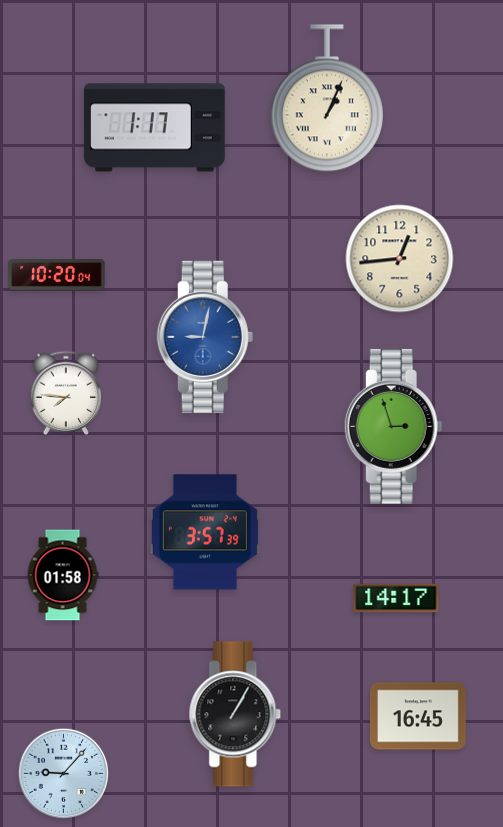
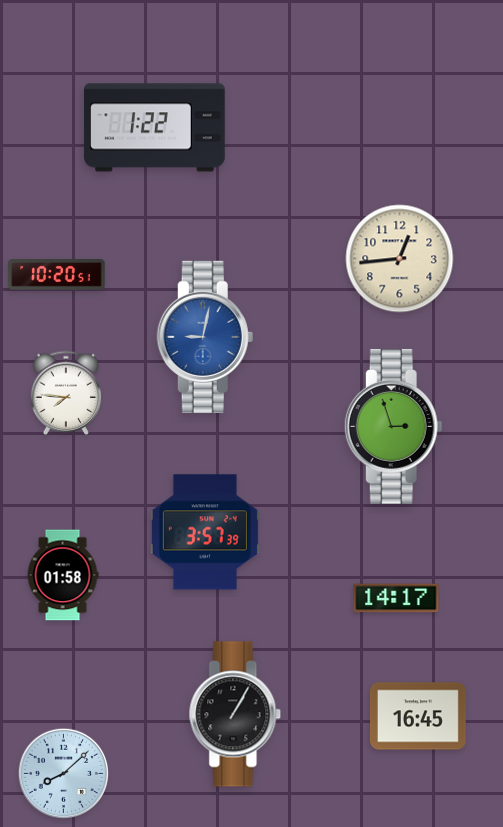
clock at (327, 98): 1:04 -> none
clock at (155, 128): 1:17 -> 1:22
clock at (57, 275): 10:20:04 -> 10:20:51
clock at (64, 774): 9:07 -> 8:08
